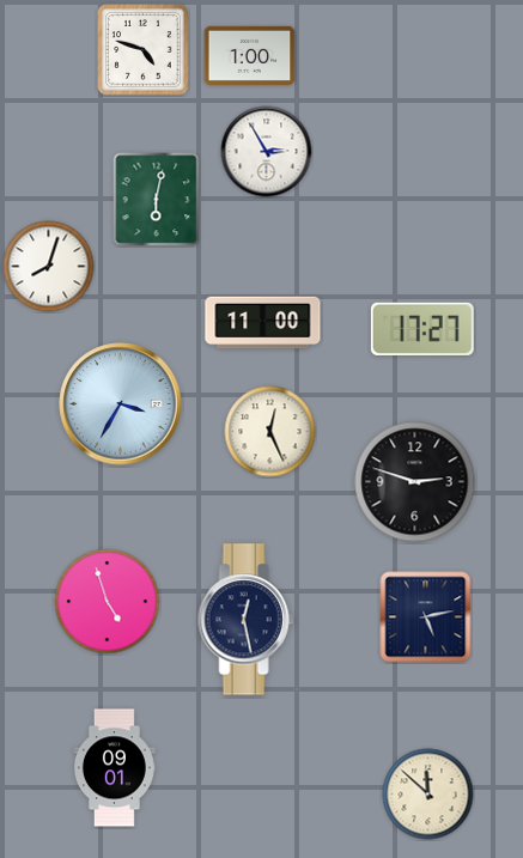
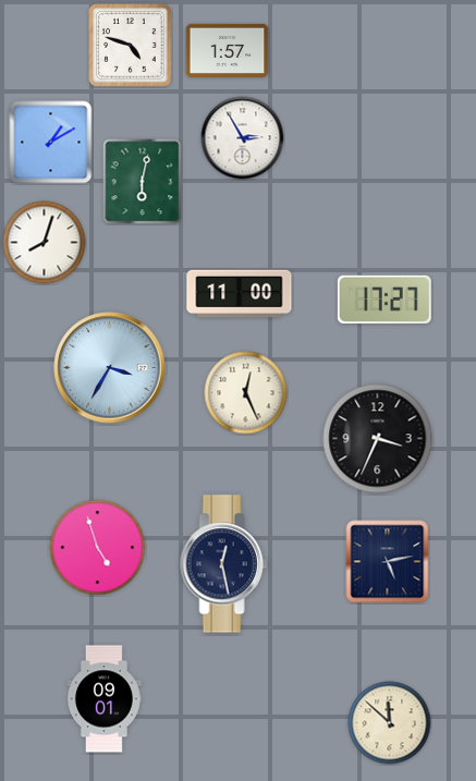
clock at (250, 55): 1:00 -> 1:57
clock at (51, 143): none -> 1:10
clock at (415, 482): 2:48 -> 3:34
